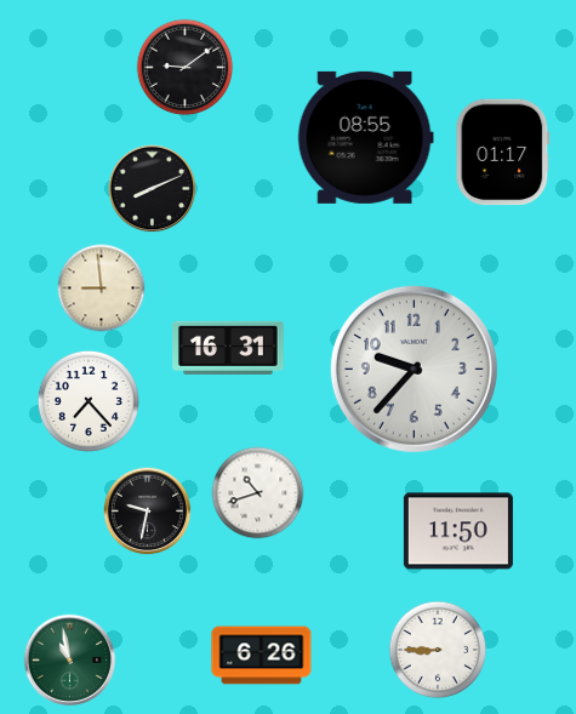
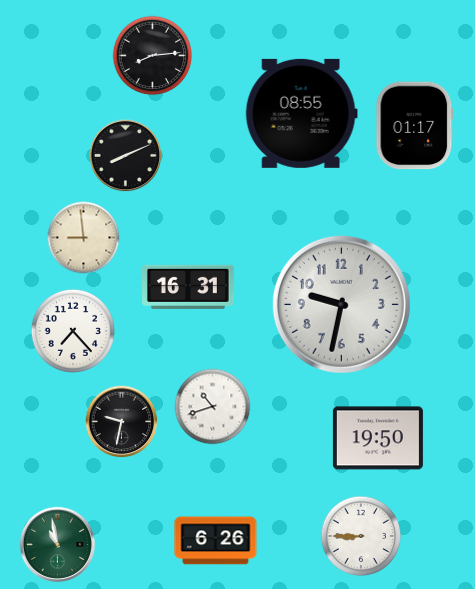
clock at (186, 68): 9:09 -> 8:14
clock at (414, 369): 9:37 -> 9:32
clock at (458, 531): 11:50 -> 19:50
